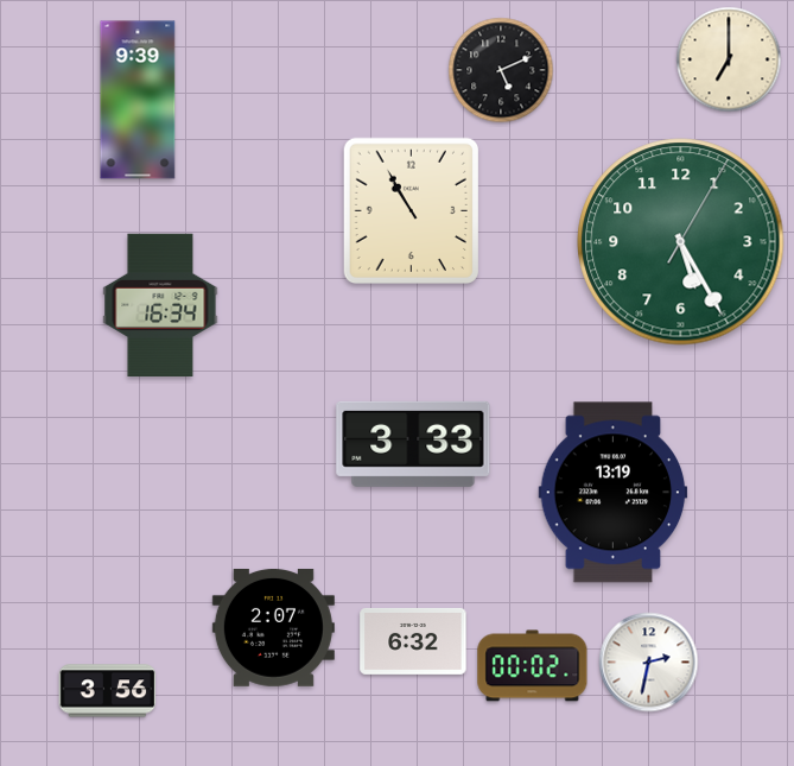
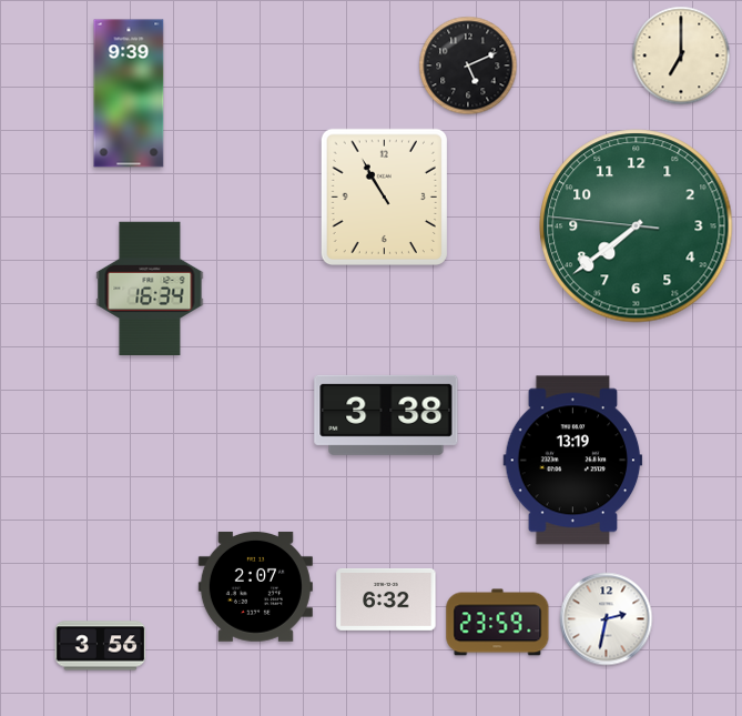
clock at (681, 242): 5:25 -> 7:38
clock at (160, 304) position: (160, 304) -> (150, 288)
clock at (413, 444): 3:33 -> 3:38
clock at (533, 666): 00:02 -> 23:59
